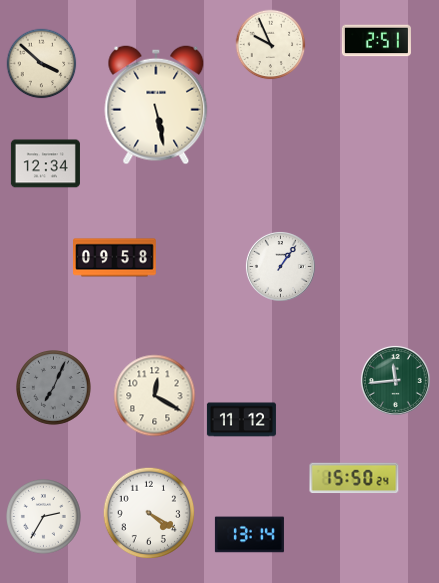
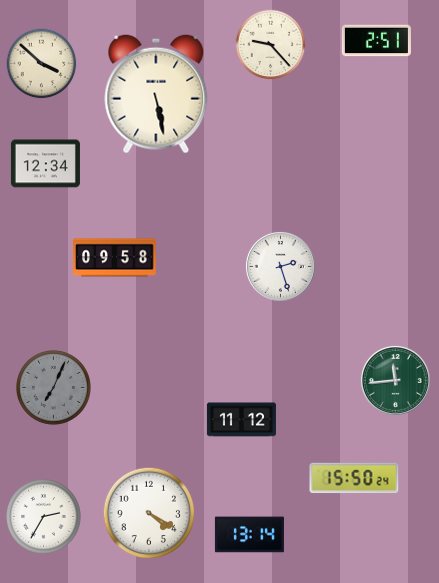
clock at (271, 45): 9:56 -> 9:23
clock at (156, 105) position: (156, 105) -> (156, 94)
clock at (280, 266): 1:06 -> 2:27
clock at (155, 396): 12:20 -> none
